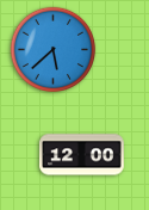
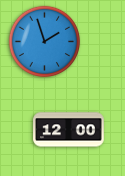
clock at (54, 50): 5:38 -> 1:57
